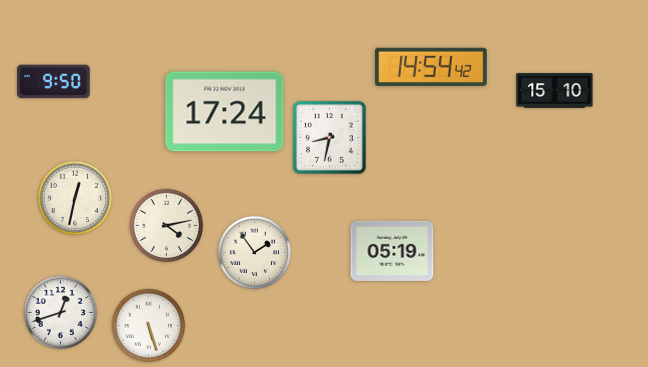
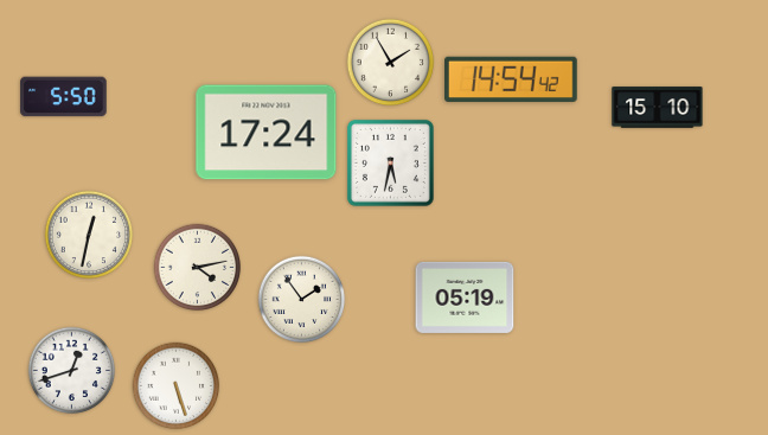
clock at (391, 63): none -> 1:55
clock at (54, 82): 9:50 -> 5:50
clock at (329, 137): 8:32 -> 5:32
